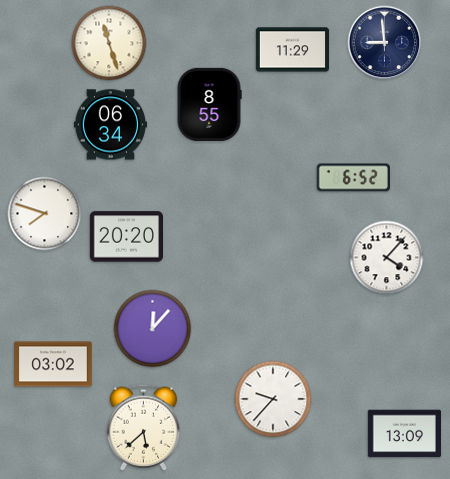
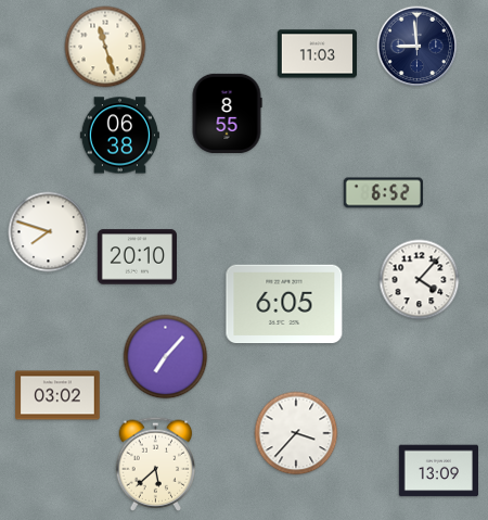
clock at (109, 43) position: (109, 43) -> (105, 47)
clock at (292, 50): 11:29 -> 11:03
clock at (110, 125): 06:34 -> 06:38
clock at (126, 237): 20:20 -> 20:10
clock at (284, 304): none -> 6:05
clock at (153, 329): 12:07 -> 7:07
clock at (273, 399): 9:37 -> 3:37
